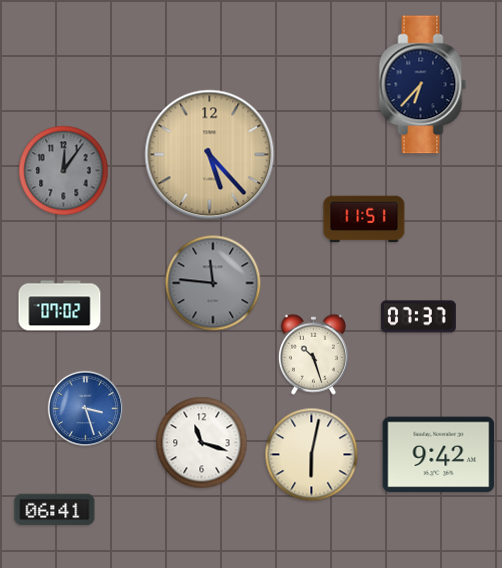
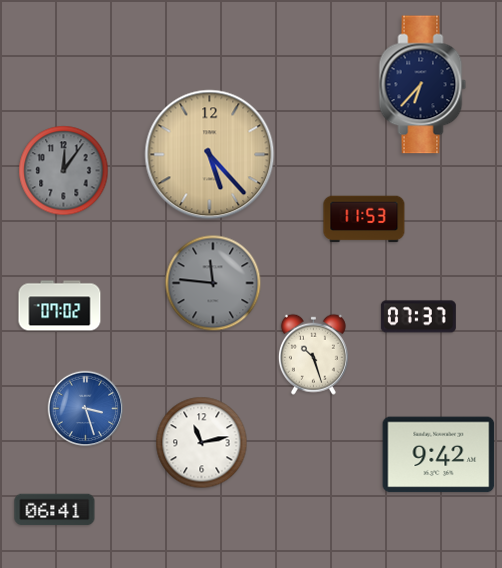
clock at (364, 219): 11:51 -> 11:53
clock at (202, 443): 11:18 -> 11:13
clock at (312, 455): 6:02 -> none
